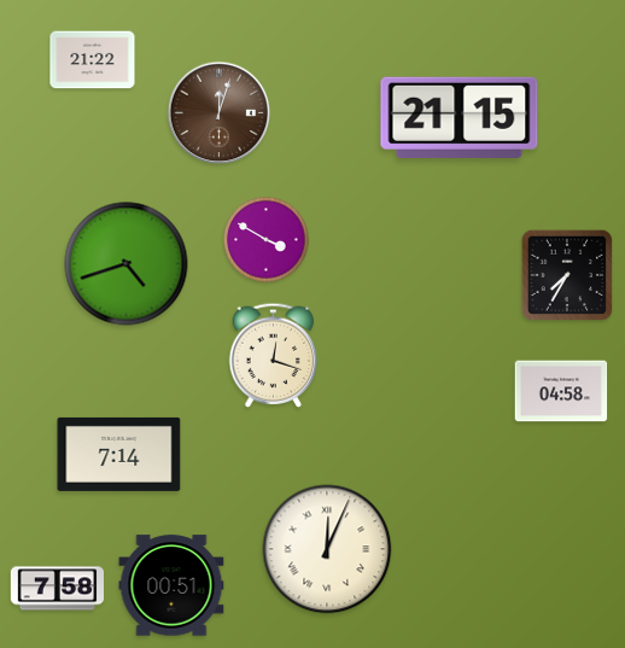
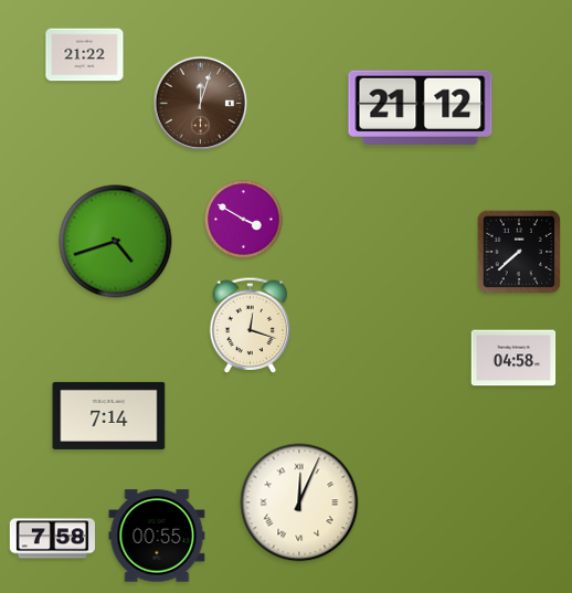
clock at (460, 117): 21:15 -> 21:12
clock at (567, 275): 7:35 -> 7:38
clock at (171, 585): 00:51 -> 00:55
